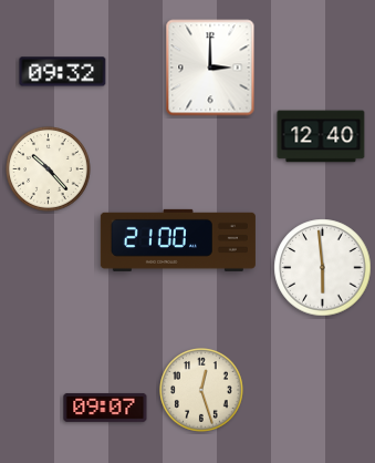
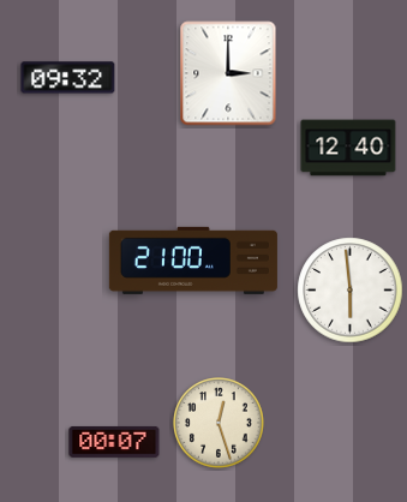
clock at (49, 169): 10:23 -> none
clock at (105, 408): 09:07 -> 00:07
